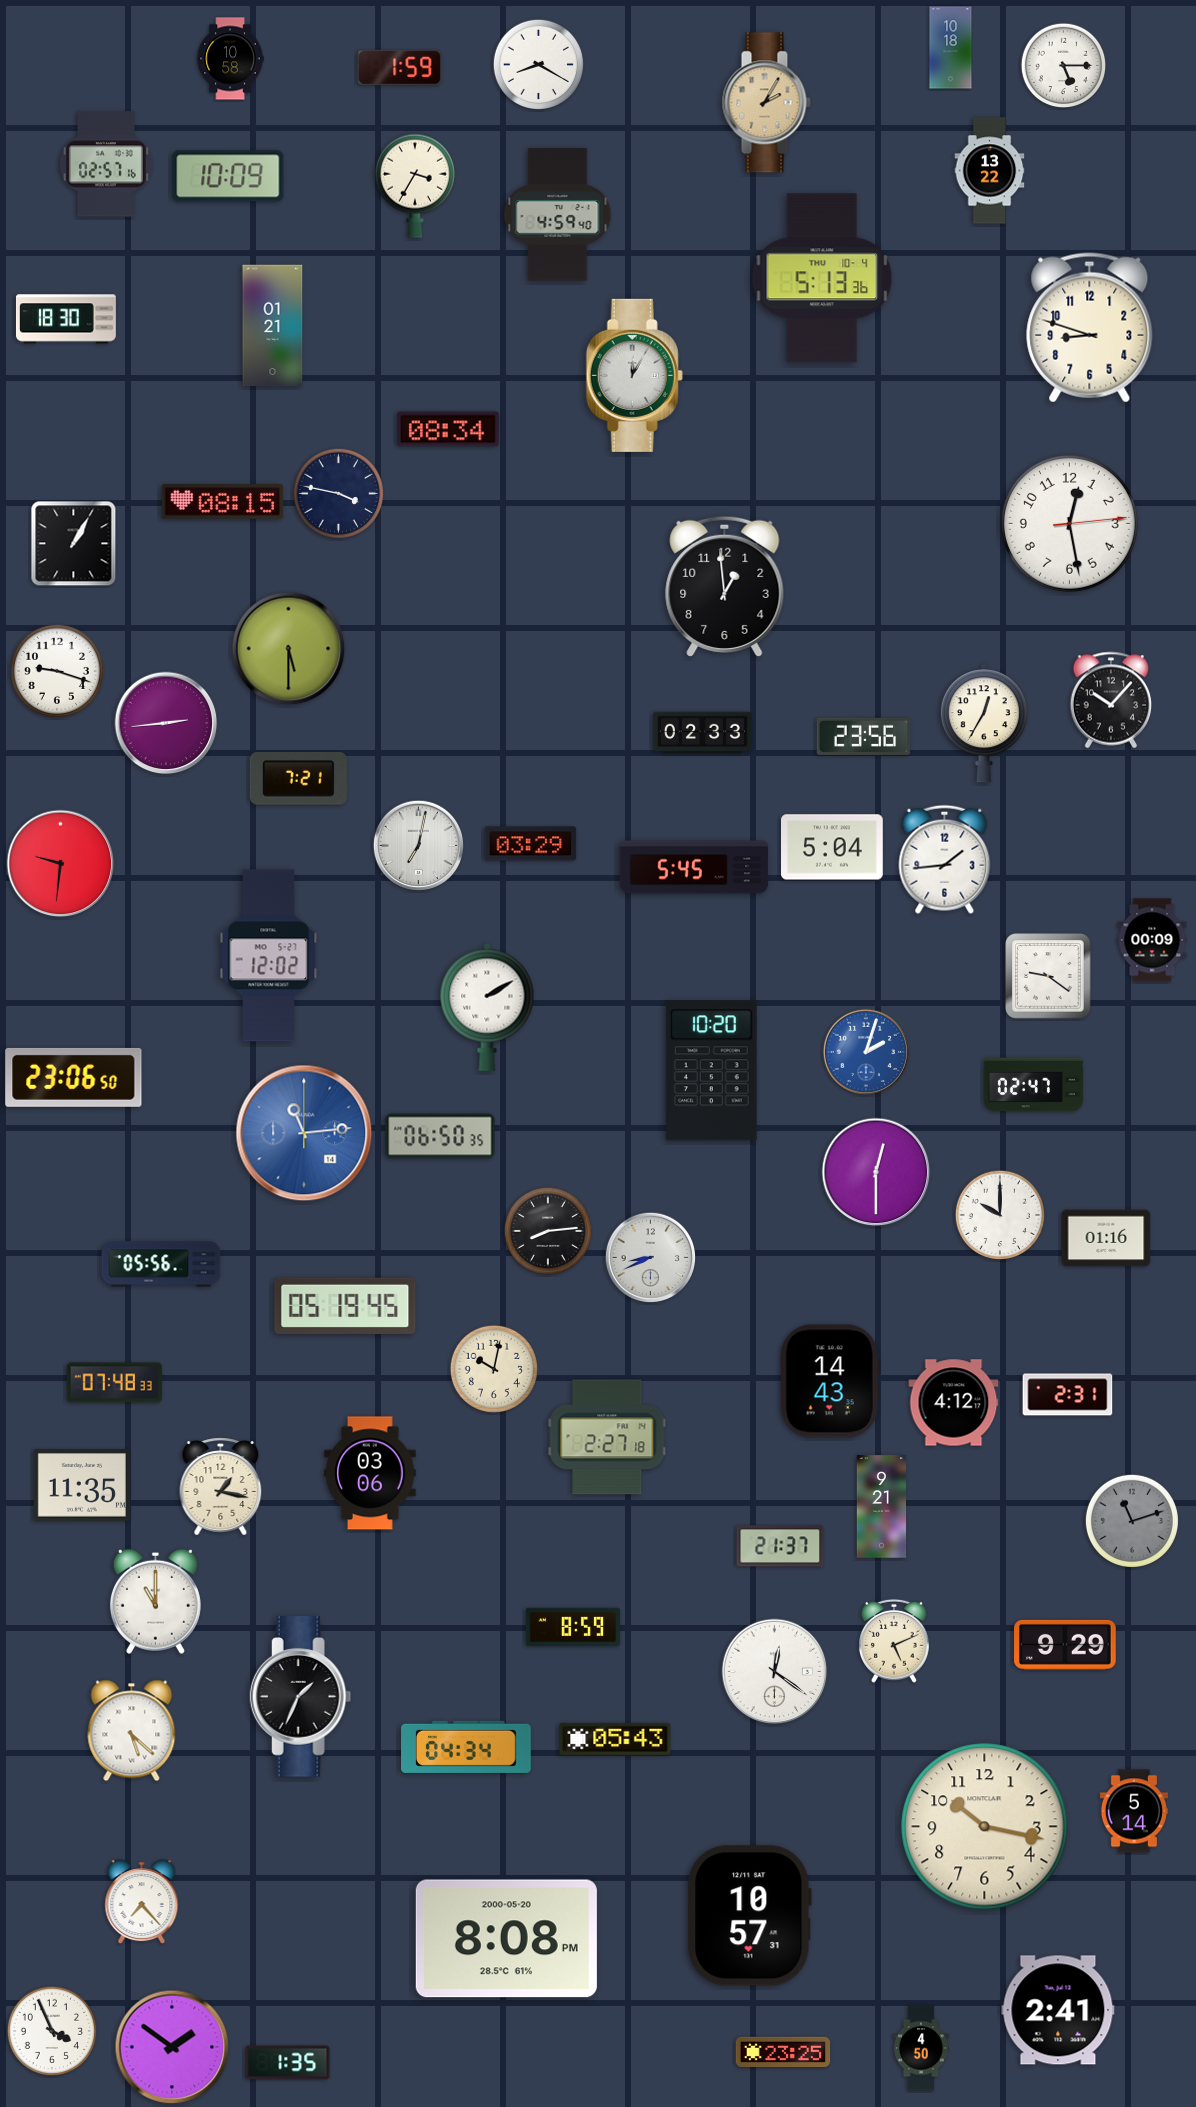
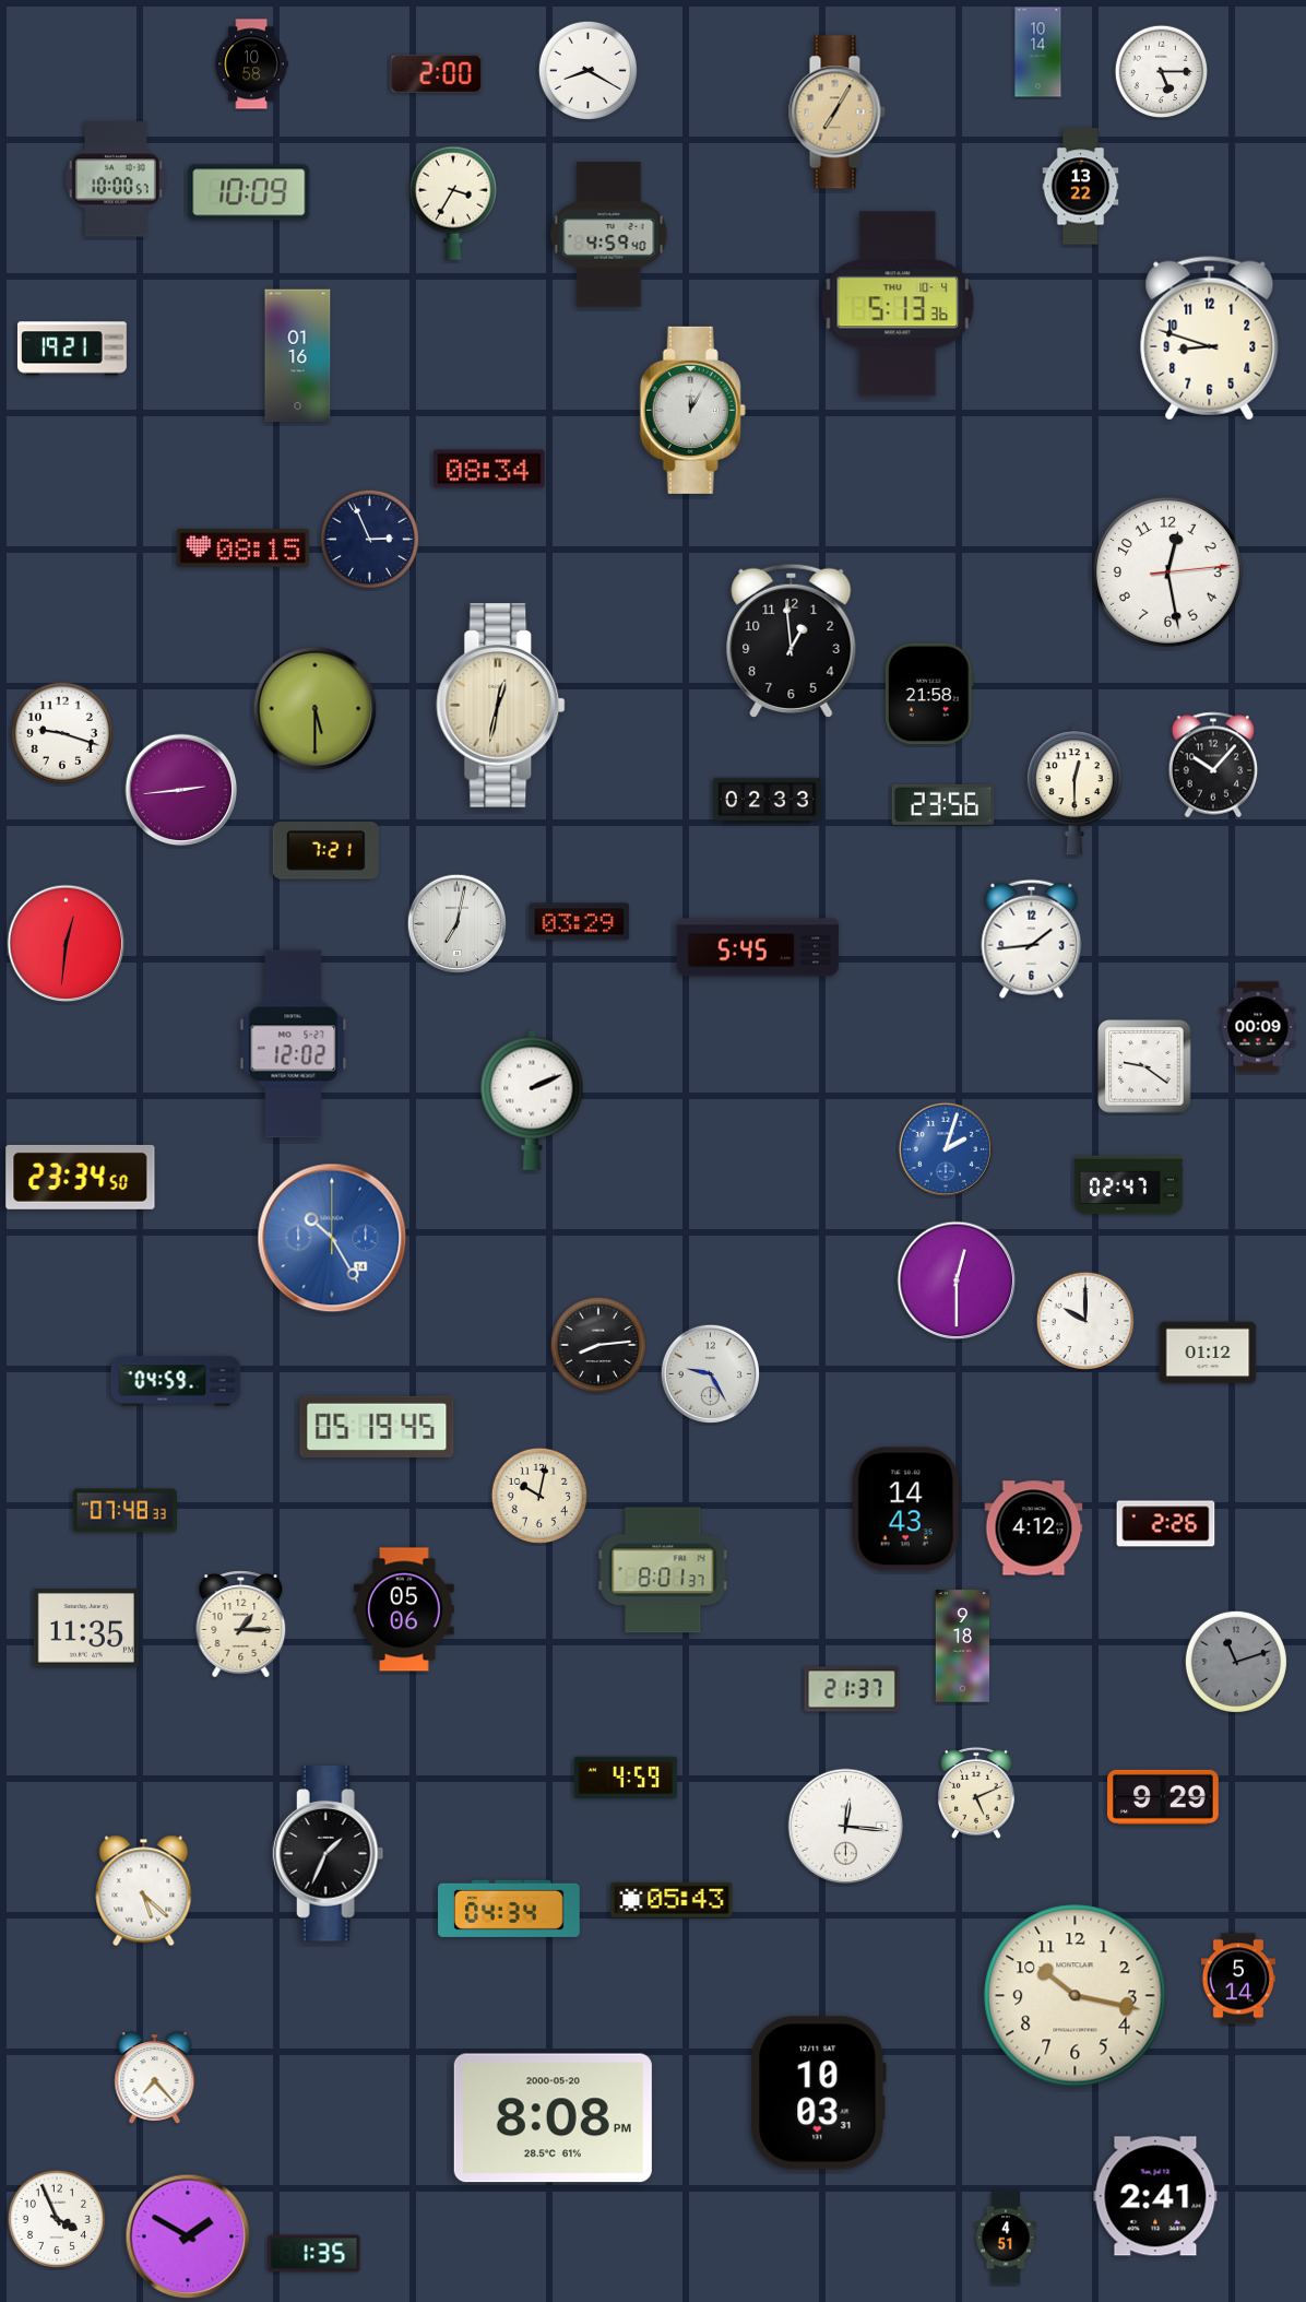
clock at (951, 48): 10:18 -> 10:14
clock at (400, 68): 1:59 -> 2:00
clock at (766, 103): 2:05 -> 7:05
clock at (106, 164): 02:57 -> 10:00
clock at (66, 319): 18:30 -> 19:21
clock at (273, 326): 01:21 -> 01:16
clock at (1090, 328) position: (1090, 328) -> (1210, 339)
clock at (338, 493): 3:47 -> 2:56
clock at (74, 544): 1:05 -> none
clock at (930, 694): none -> 21:58
clock at (501, 705): none -> 12:32
clock at (984, 723): 12:35 -> 12:30
clock at (832, 847): 5:04 -> none
clock at (61, 864): 9:31 -> 12:31
clock at (487, 1007): 2:10 -> 2:11
clock at (711, 1071): 10:20 -> none
clock at (74, 1077): 23:06 -> 23:34
clock at (304, 1133): 11:14 -> 10:25
clock at (440, 1136): 06:50 -> none
clock at (999, 1214) position: (999, 1214) -> (1084, 1320)
clock at (1106, 1238): 01:16 -> 01:12
clock at (650, 1257): 8:41 -> 9:25
clock at (161, 1264): 05:56 -> 04:59
clock at (1068, 1395): 2:31 -> 2:26
clock at (954, 1403) position: (954, 1403) -> (1034, 1528)
clock at (607, 1437): 2:27 -> 8:01
clock at (370, 1473): 03:06 -> 05:06
clock at (82, 1486) position: (82, 1486) -> (86, 1629)
clock at (221, 1487): 1:17 -> 1:15
clock at (882, 1507): 9:21 -> 9:18
clock at (155, 1601): 11:00 -> none
clock at (573, 1627): 8:59 -> 4:59
clock at (775, 1672): 12:21 -> 12:16
clock at (749, 1916): 10:57 -> 10:03
clock at (172, 2047): 1:51 -> 1:50
clock at (921, 2048): 4:50 -> 4:51
clock at (783, 2051): 23:25 -> none
